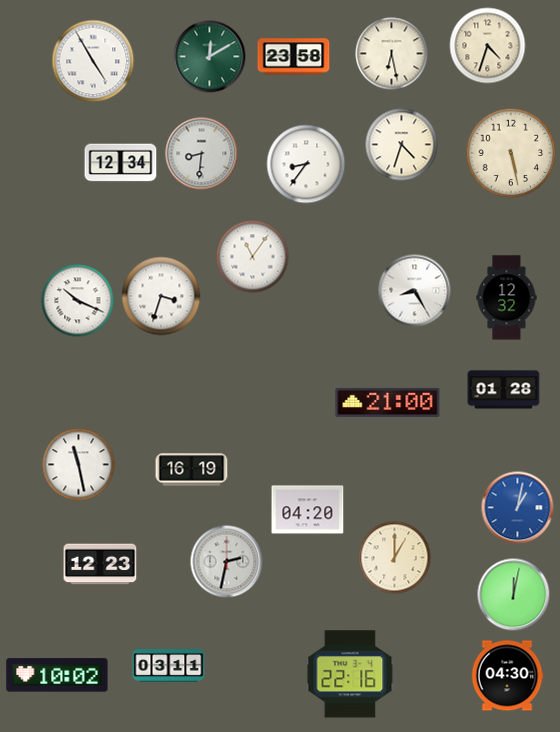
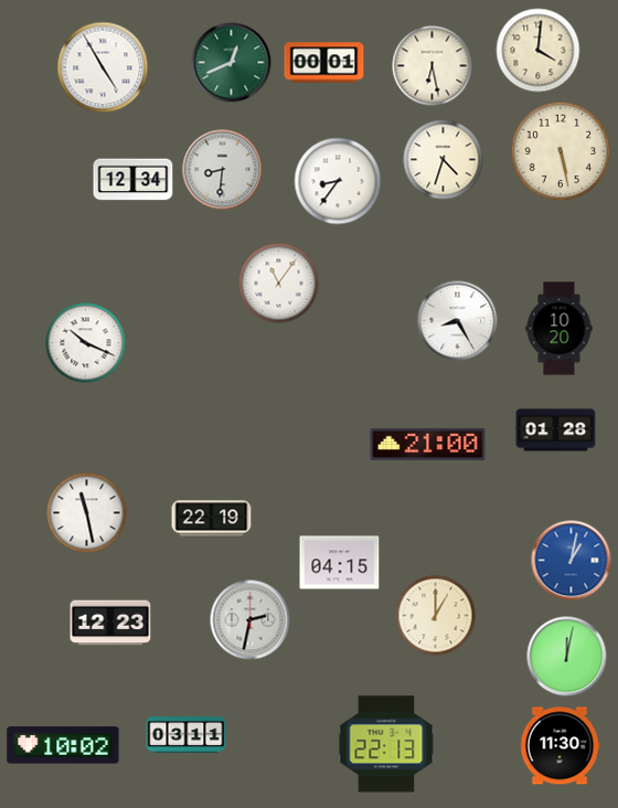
clock at (488, 46): 4:33 -> 4:01
clock at (392, 54) position: (392, 54) -> (433, 66)
clock at (210, 57): 12:10 -> 12:41
clock at (294, 57): 23:58 -> 00:01
clock at (511, 153) position: (511, 153) -> (561, 151)
clock at (161, 296): 3:33 -> none
clock at (507, 298): 12:32 -> 10:20
clock at (78, 301) position: (78, 301) -> (86, 343)
clock at (192, 470): 16:19 -> 22:19
clock at (308, 510): 04:20 -> 04:15
clock at (350, 674): 22:16 -> 22:13
clock at (507, 676): 04:30 -> 11:30
